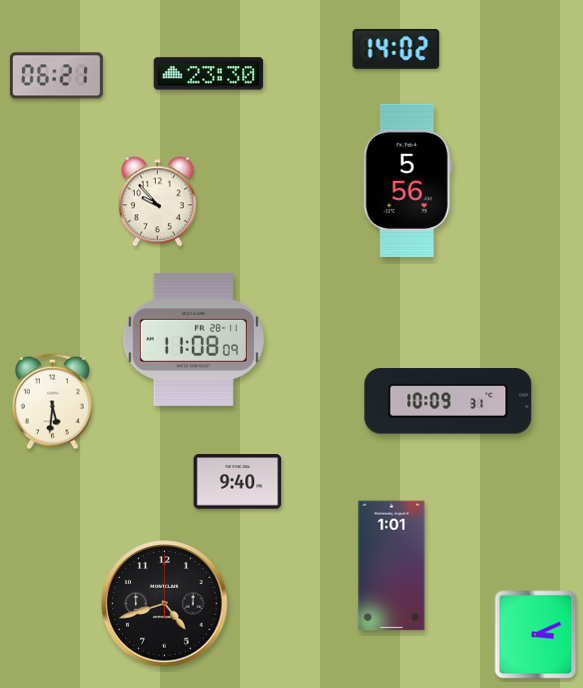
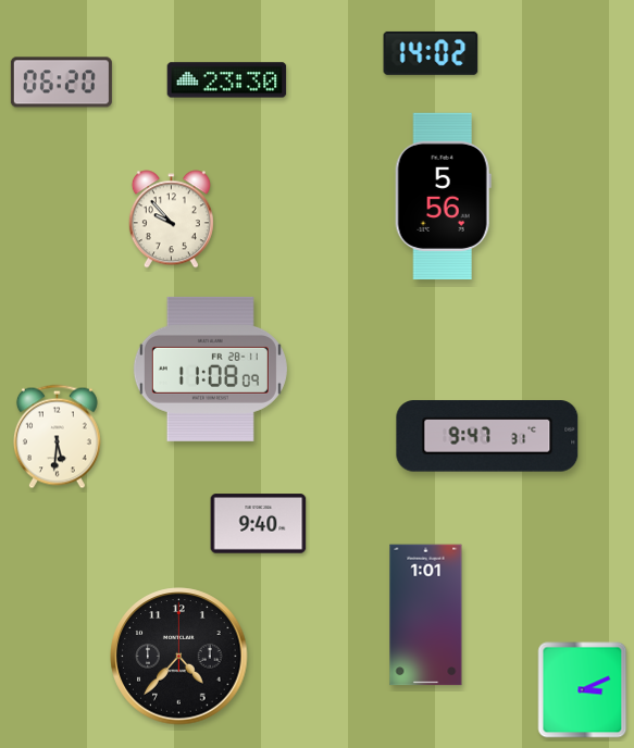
clock at (56, 76): 06:21 -> 06:20
clock at (448, 401): 10:09 -> 9:47
clock at (165, 604): 4:42 -> 4:37
